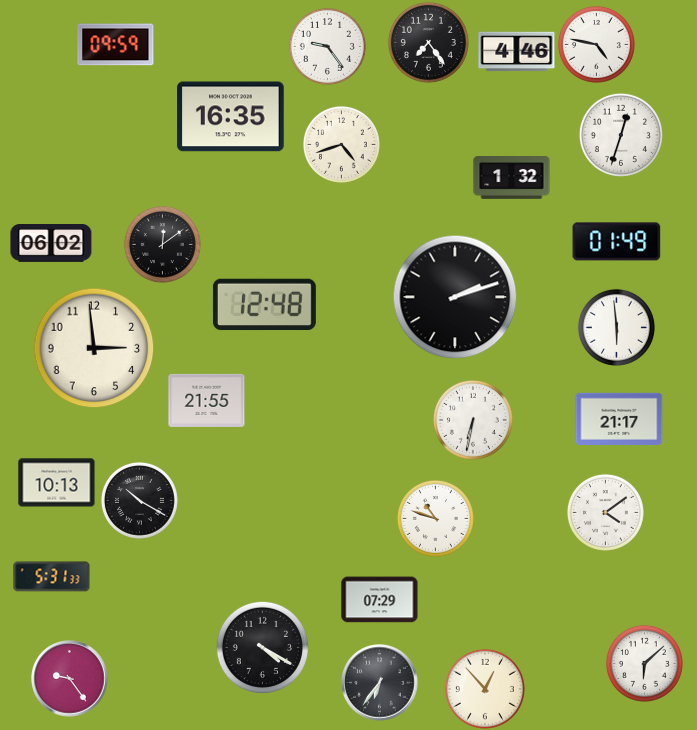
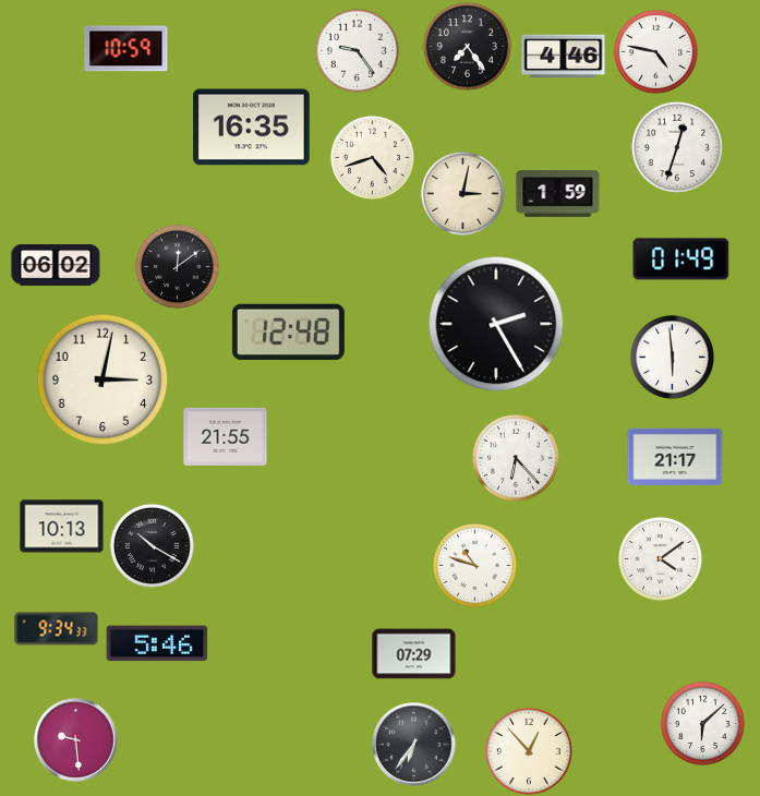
clock at (596, 44) position: (596, 44) -> (655, 51)
clock at (116, 45): 09:59 -> 10:59
clock at (462, 193): none -> 3:02
clock at (512, 178): 1:32 -> 1:59
clock at (617, 242) position: (617, 242) -> (681, 260)
clock at (455, 297): 2:12 -> 2:25
clock at (94, 348): 2:59 -> 3:02
clock at (473, 420): 6:32 -> 6:23
clock at (52, 577): 5:31 -> 9:34
clock at (157, 643): none -> 5:46
clock at (262, 647): 4:20 -> none
clock at (70, 679): 9:24 -> 9:29
